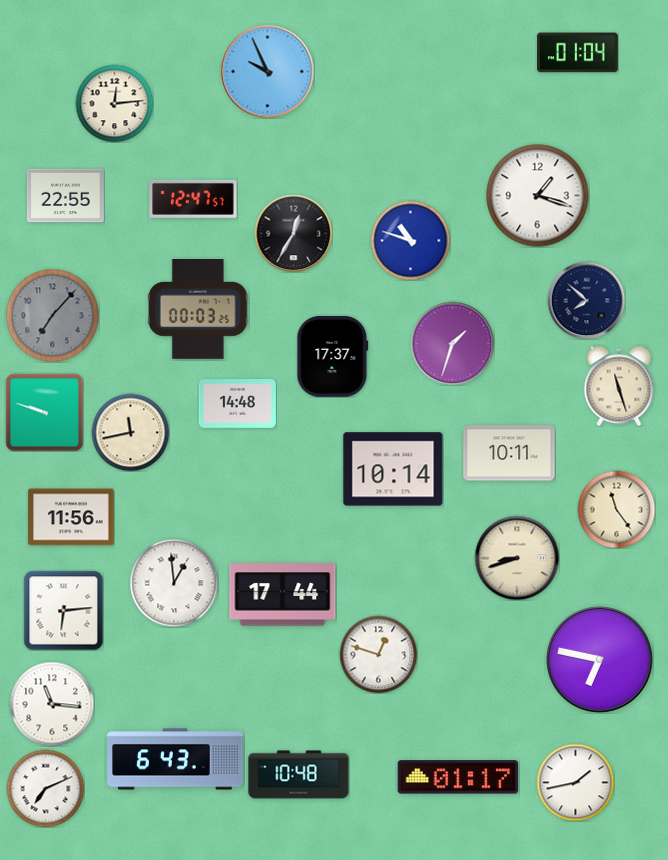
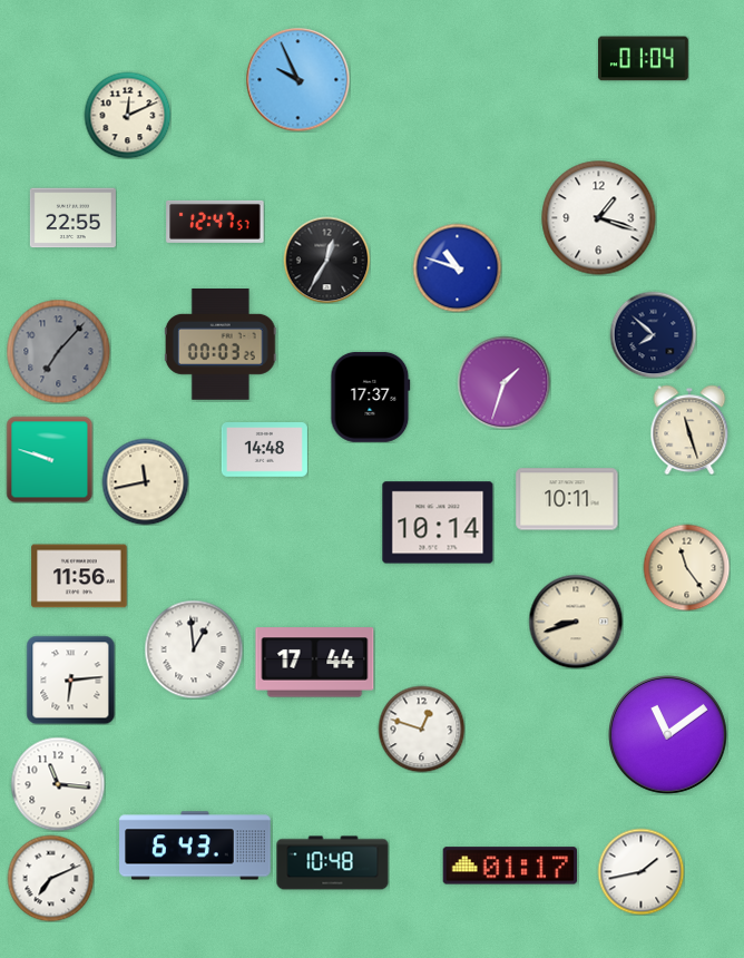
clock at (114, 103): 12:14 -> 12:11
clock at (509, 453) position: (509, 453) -> (567, 499)
clock at (599, 659): 6:47 -> 11:09
